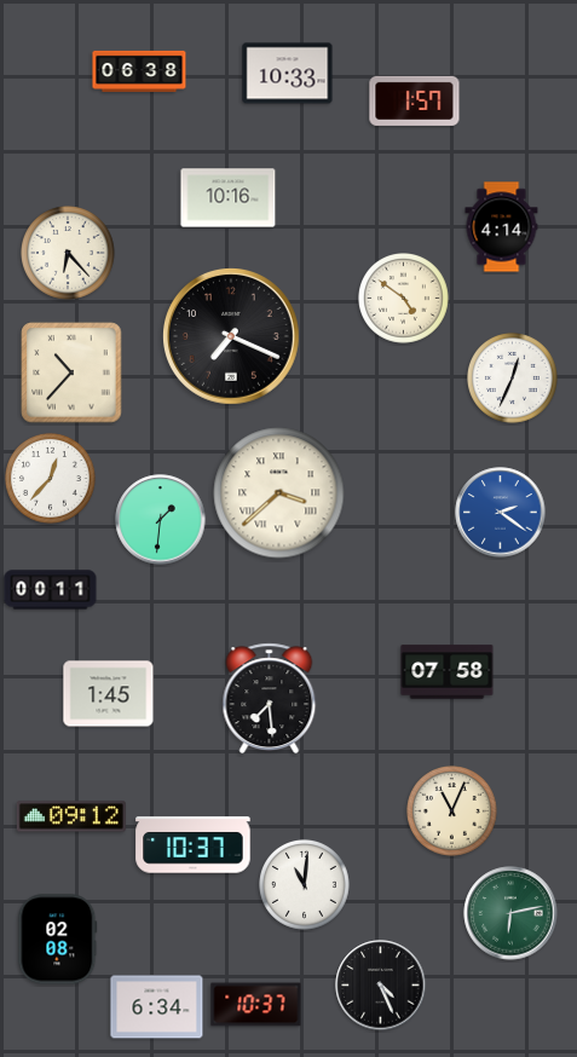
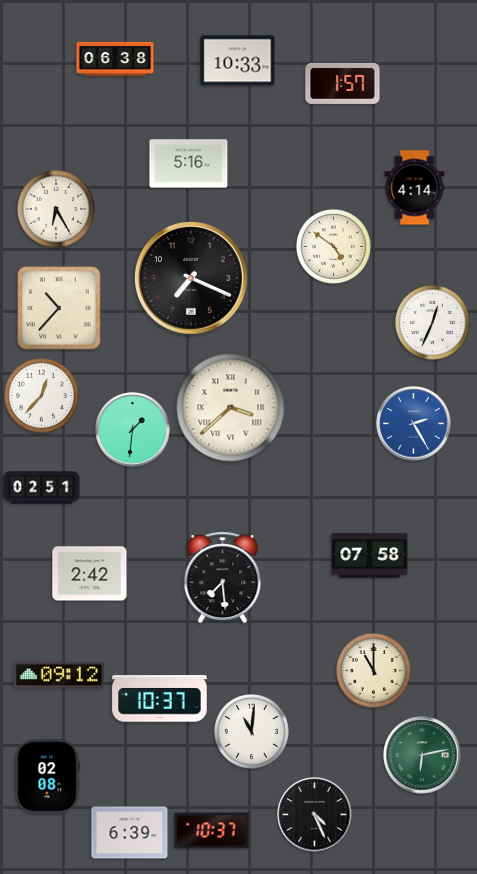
clock at (229, 198): 10:16 -> 5:16
clock at (68, 253): 6:23 -> 6:25
clock at (513, 379) position: (513, 379) -> (433, 323)
clock at (501, 513): 2:21 -> 2:25
clock at (51, 590): 00:11 -> 02:51
clock at (109, 694): 1:45 -> 2:42
clock at (452, 811): 11:04 -> 11:00
clock at (157, 1007): 6:34 -> 6:39
